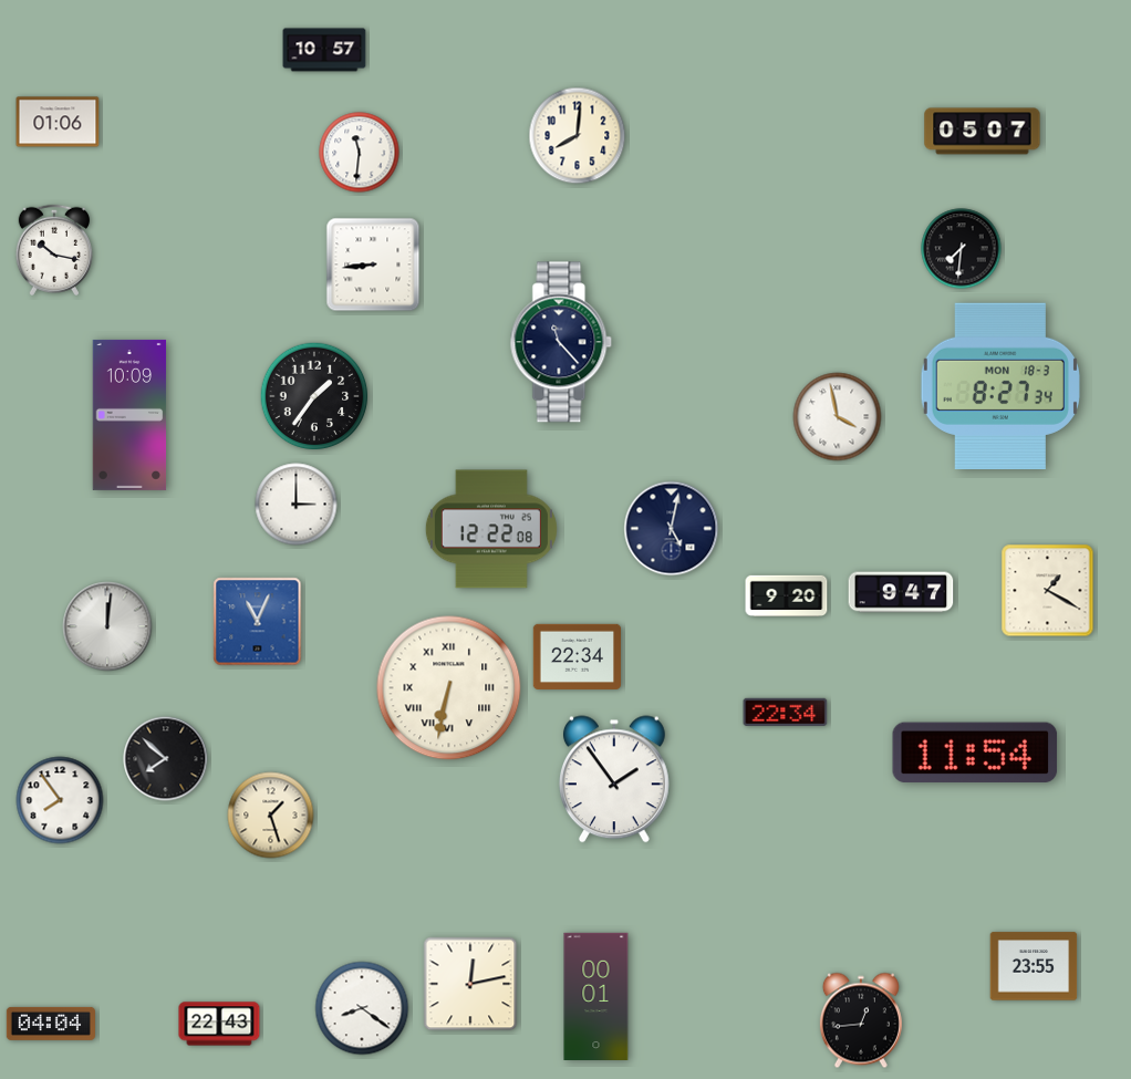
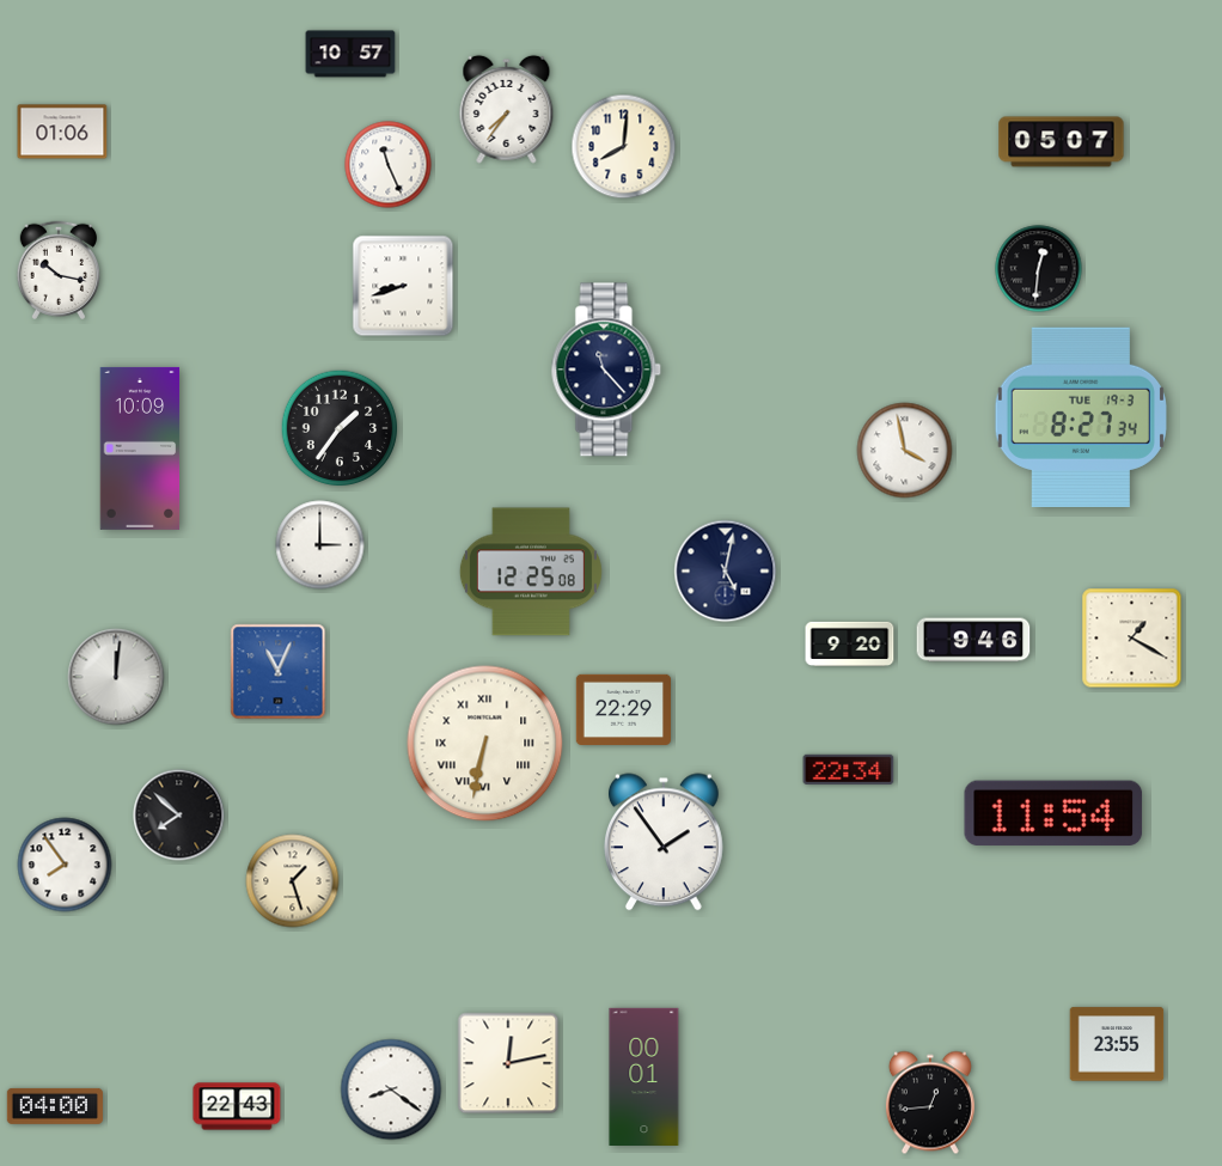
clock at (507, 109): none -> 7:36
clock at (360, 153): 11:31 -> 11:26
clock at (962, 249): 7:31 -> 12:31
clock at (373, 264): 8:44 -> 8:42
clock at (1000, 386) date: MON 18-3 -> TUE 19-3
clock at (491, 529): 12:22 -> 12:25
clock at (901, 592): 9:47 -> 9:46
clock at (577, 656): 22:34 -> 22:29
clock at (166, 759) position: (166, 759) -> (179, 816)
clock at (51, 1024): 04:04 -> 04:00
